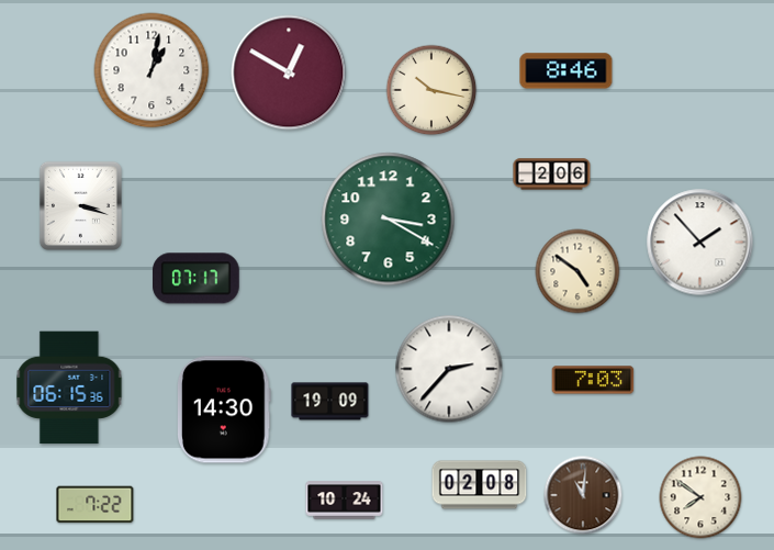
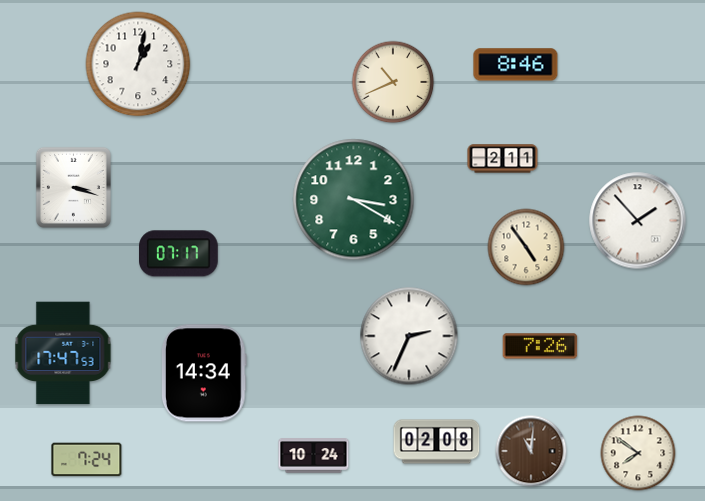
clock at (289, 72): 12:50 -> none
clock at (431, 90): 10:17 -> 10:41
clock at (552, 175): 2:06 -> 2:11
clock at (577, 271): 4:51 -> 4:54
clock at (449, 369): 2:37 -> 2:34
clock at (593, 380): 7:03 -> 7:26
clock at (69, 388): 06:15 -> 17:47
clock at (330, 402): 19:09 -> none
clock at (224, 409): 14:30 -> 14:34
clock at (96, 505): 7:22 -> 7:24
